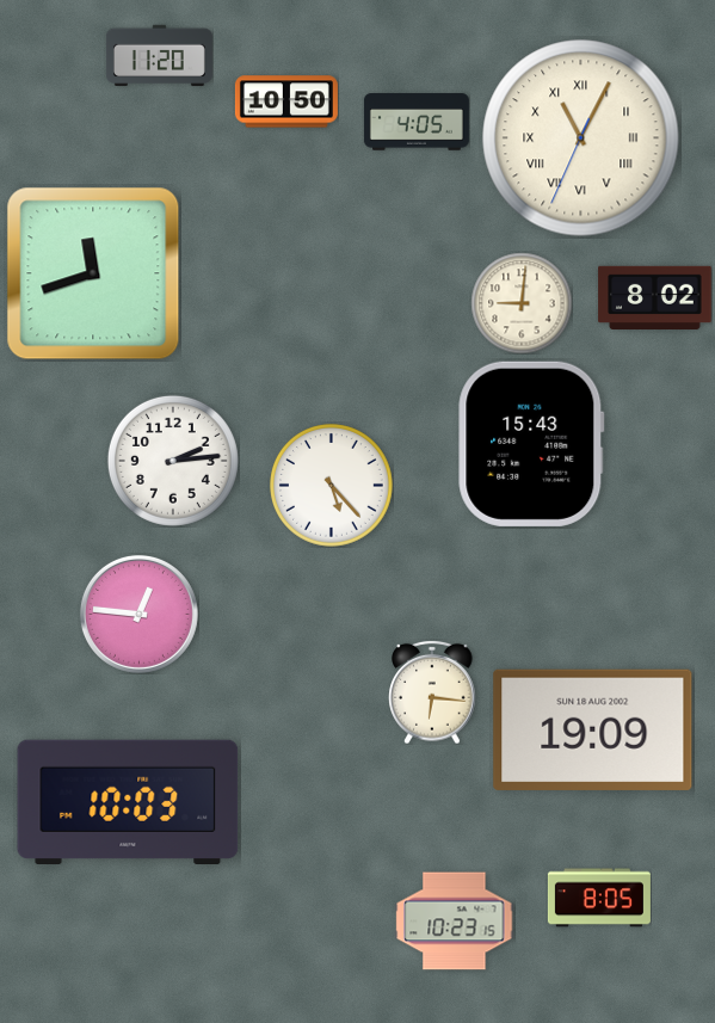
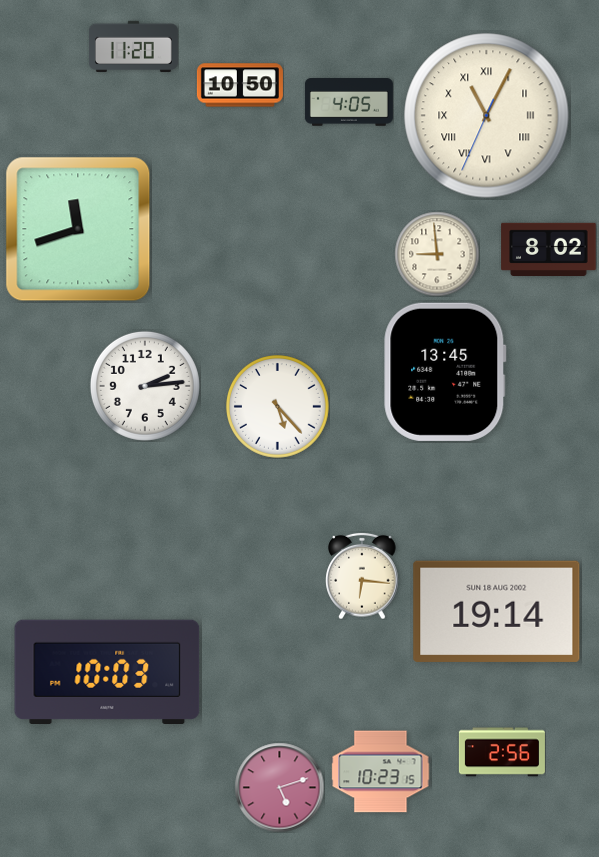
clock at (522, 303): 9:01 -> 8:59
clock at (531, 444): 15:43 -> 13:45
clock at (138, 614): 12:46 -> none
clock at (432, 692) position: (432, 692) -> (362, 576)
clock at (593, 729): 19:09 -> 19:14
clock at (599, 898): 8:05 -> 2:56
clock at (279, 787): none -> 5:12
